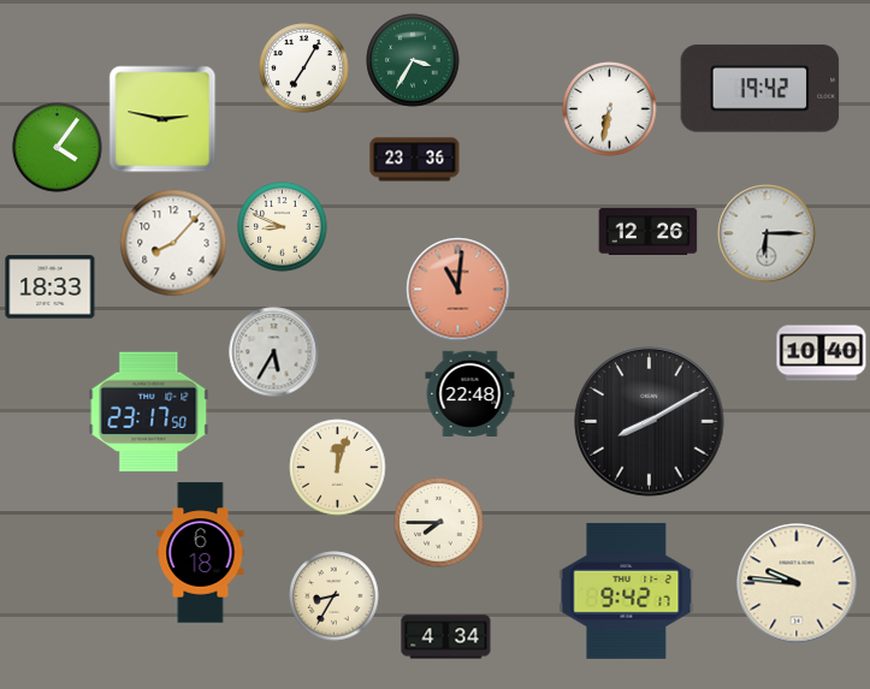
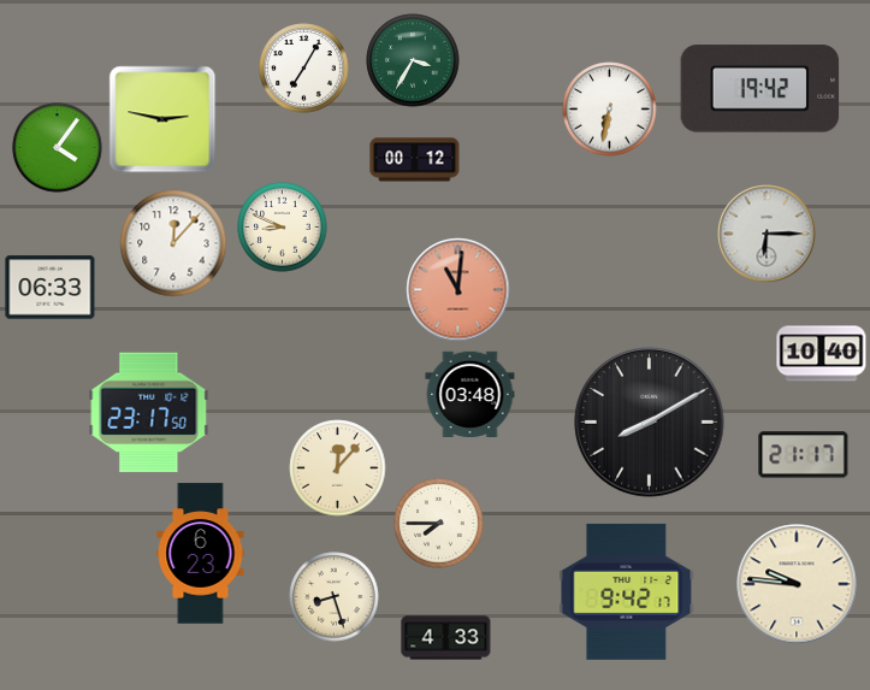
clock at (415, 160): 23:36 -> 00:12
clock at (649, 231): 12:26 -> none
clock at (173, 243): 8:07 -> 12:07
clock at (51, 287): 18:33 -> 06:33
clock at (274, 352): 5:35 -> none
clock at (470, 393): 22:48 -> 03:48
clock at (804, 455): none -> 21:17
clock at (338, 468): 12:03 -> 12:07
clock at (201, 553): 6:18 -> 6:23
clock at (335, 596): 8:35 -> 8:27
clock at (446, 637): 4:34 -> 4:33
